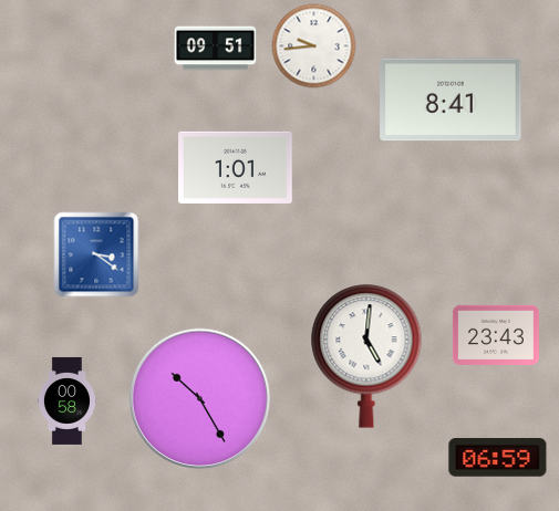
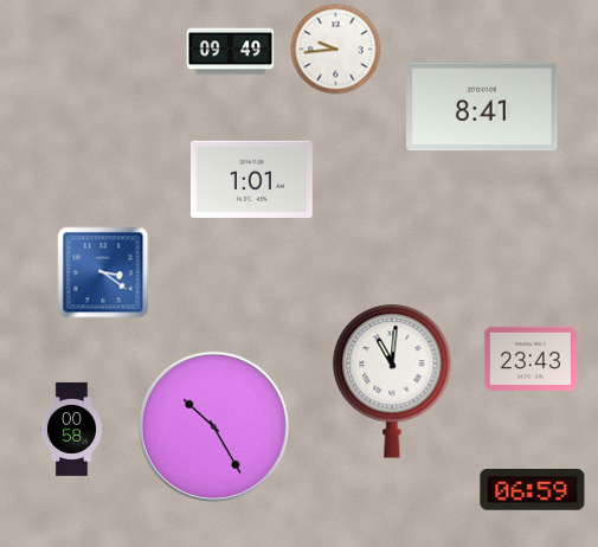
clock at (216, 49): 09:51 -> 09:49
clock at (366, 356): 5:01 -> 11:01
